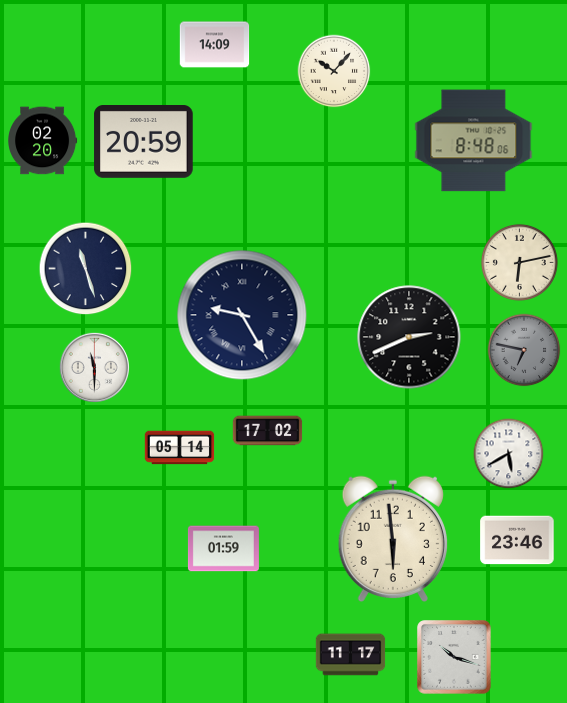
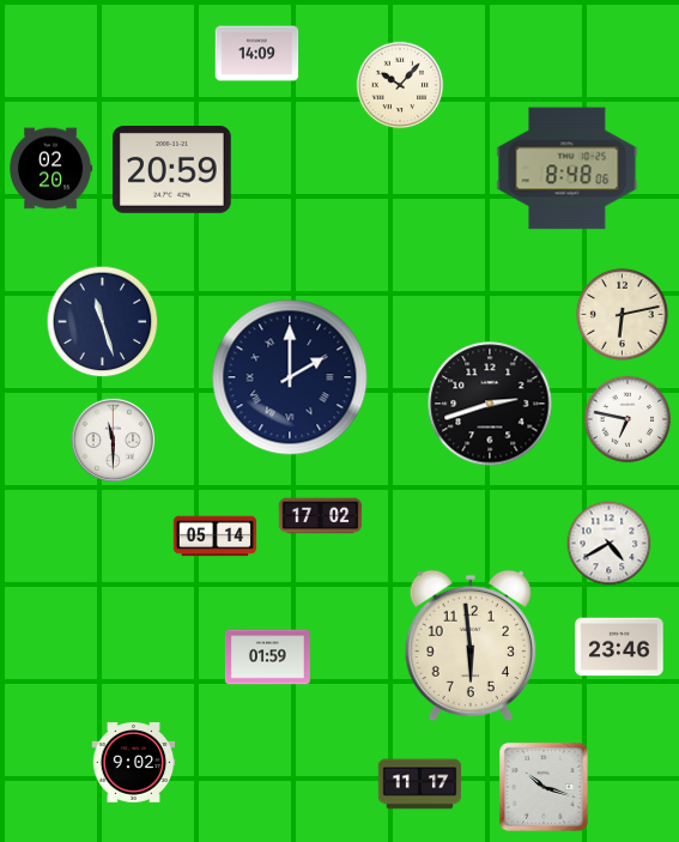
clock at (242, 315): 9:25 -> 2:00
clock at (409, 337): 2:41 -> 2:42
clock at (524, 350) dial: grey -> white
clock at (509, 454): 5:40 -> 4:40
clock at (134, 763): none -> 9:02
